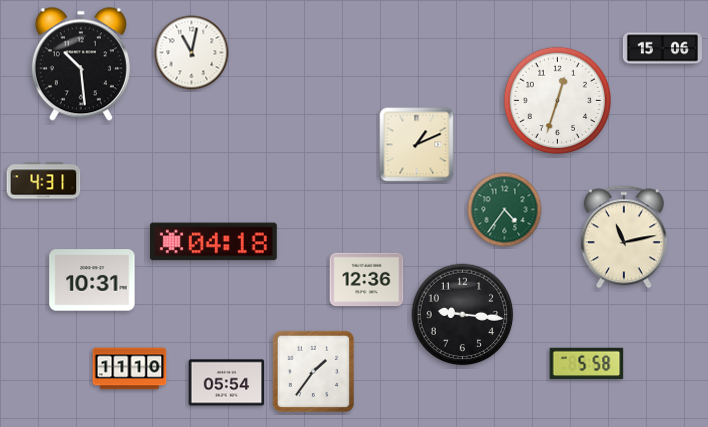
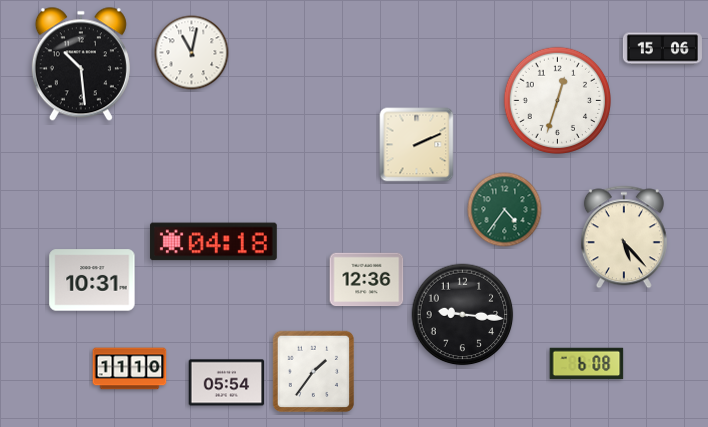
clock at (417, 145): 1:11 -> 2:11
clock at (44, 181): 4:31 -> none
clock at (624, 237): 11:13 -> 5:23
clock at (587, 364): 5:58 -> 6:08
